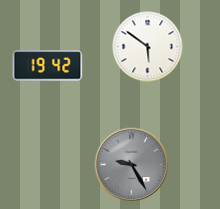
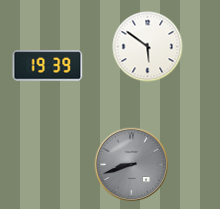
clock at (48, 66): 19:42 -> 19:39
clock at (132, 165): 9:25 -> 8:42
